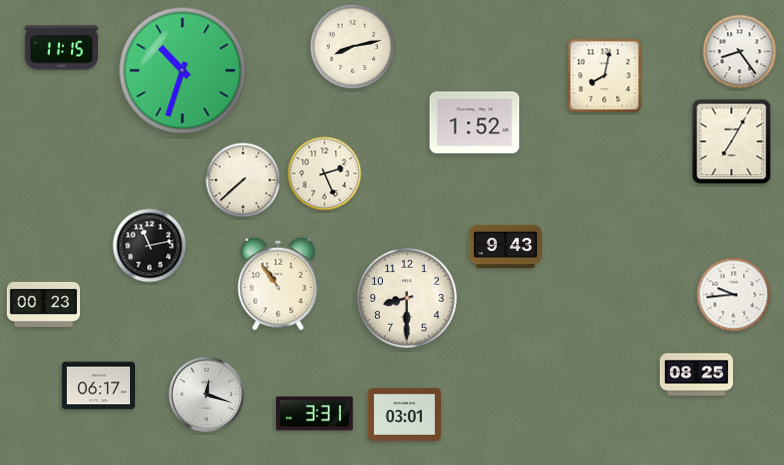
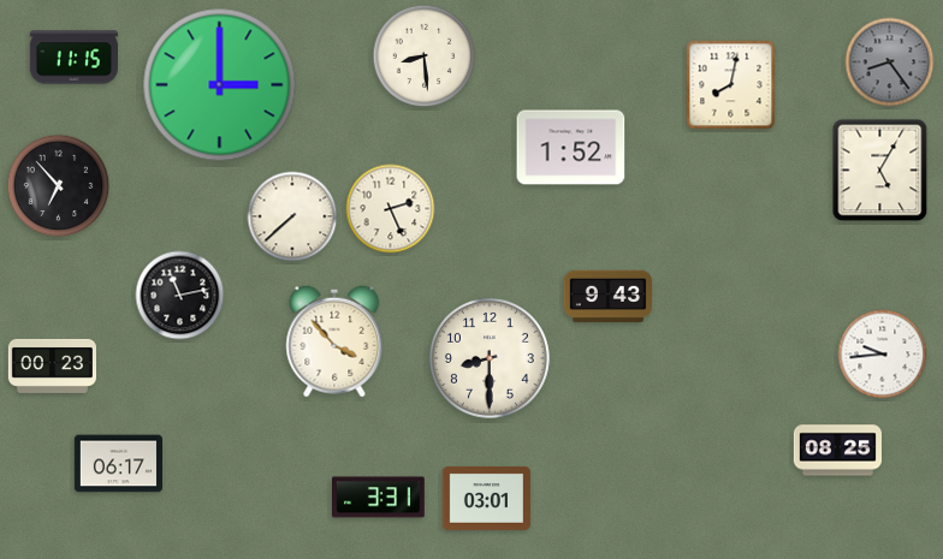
clock at (353, 47): 8:13 -> 8:29
clock at (740, 52) dial: white -> grey
clock at (183, 71): 10:33 -> 3:00
clock at (605, 76) position: (605, 76) -> (731, 85)
clock at (732, 142): 7:05 -> 5:05
clock at (59, 186): none -> 6:53
clock at (278, 284): 10:54 -> 3:53
clock at (207, 395): 12:18 -> none
